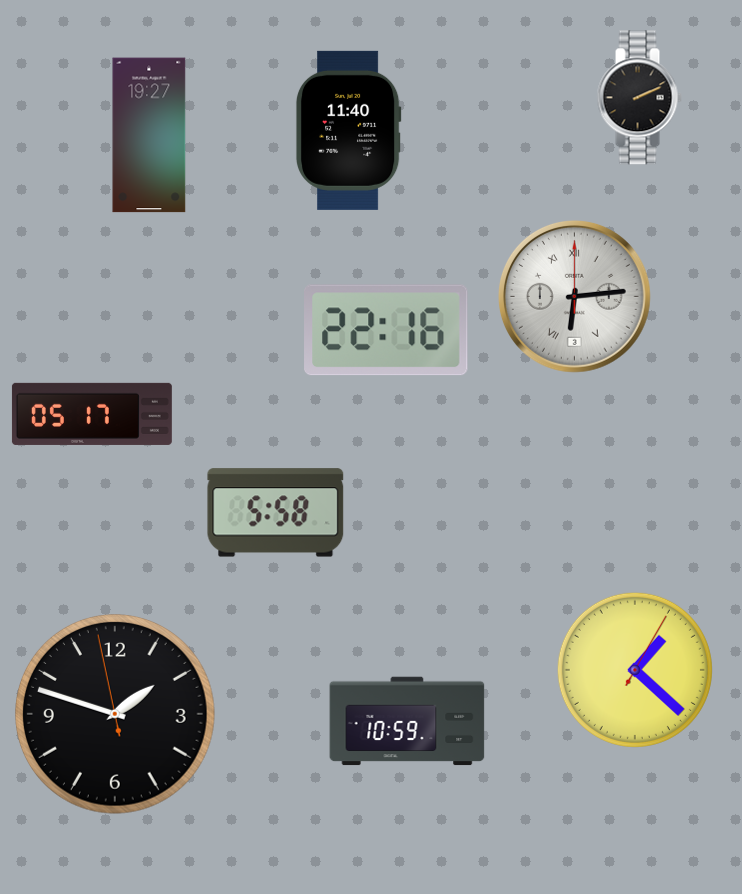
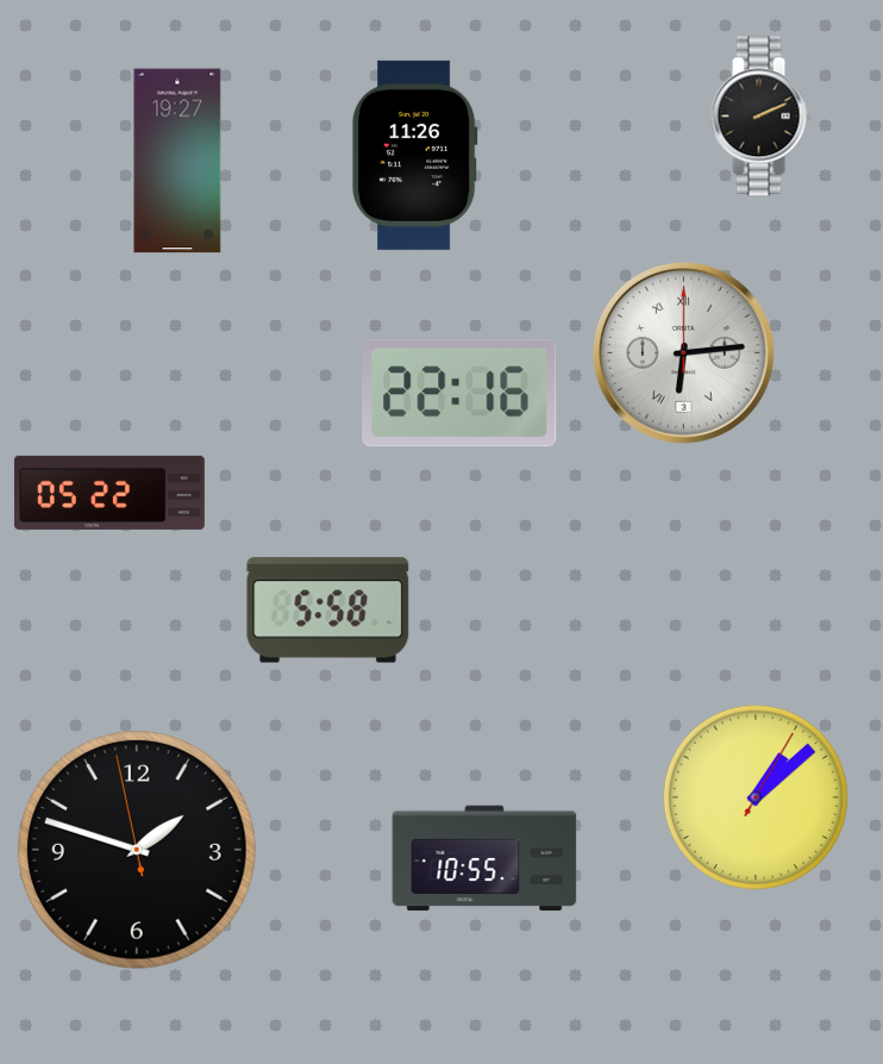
clock at (348, 130): 11:40 -> 11:26
clock at (92, 414): 05:17 -> 05:22
clock at (635, 670): 1:22 -> 1:08
clock at (407, 721): 10:59 -> 10:55
